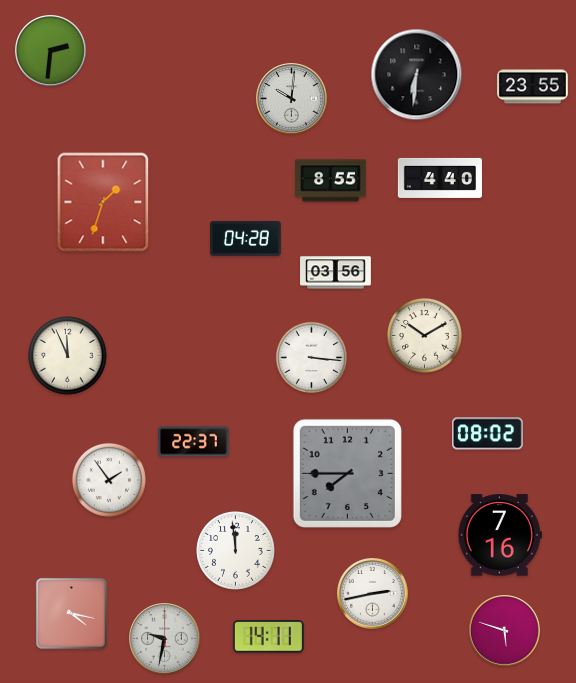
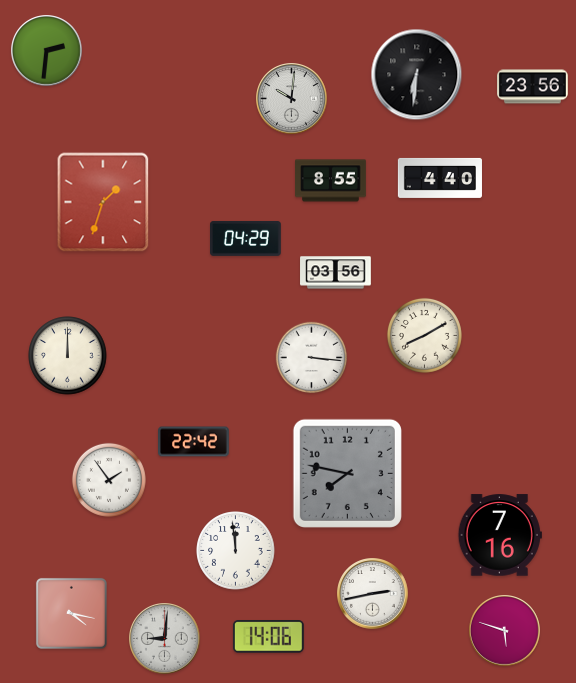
clock at (51, 51) position: (51, 51) -> (47, 51)
clock at (533, 87): 23:55 -> 23:56
clock at (246, 238): 04:28 -> 04:29
clock at (424, 335): 10:10 -> 8:10
clock at (68, 356): 11:56 -> 12:00
clock at (488, 434): 08:02 -> none
clock at (194, 442): 22:37 -> 22:42
clock at (347, 473): 7:45 -> 7:47
clock at (268, 637): 14:11 -> 14:06
clock at (165, 639): 9:32 -> 9:01
